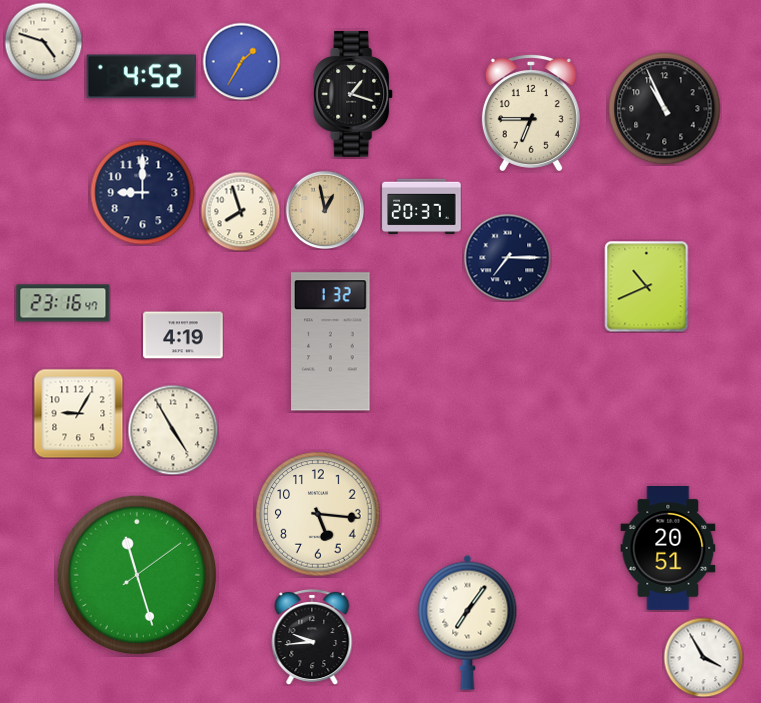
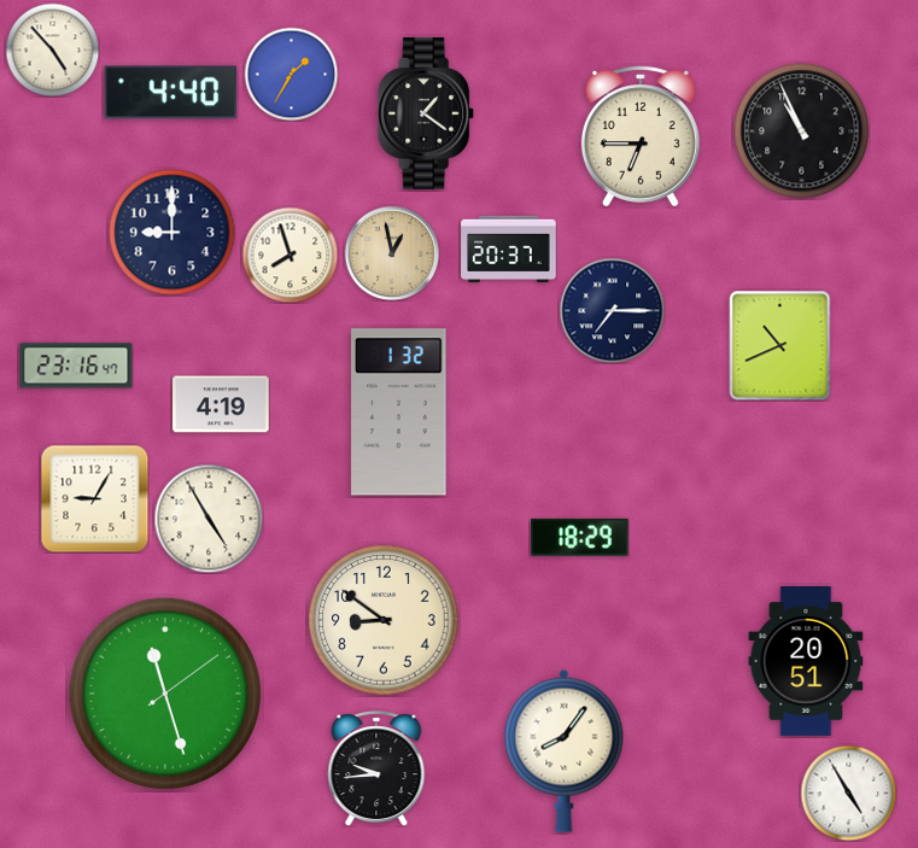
clock at (43, 41): 4:48 -> 4:53
clock at (142, 77): 4:52 -> 4:40
clock at (354, 95): 1:18 -> 1:21
clock at (580, 537): none -> 18:29
clock at (318, 514): 5:16 -> 8:51
clock at (468, 622): 7:06 -> 8:06
clock at (703, 657): 3:55 -> 4:55
